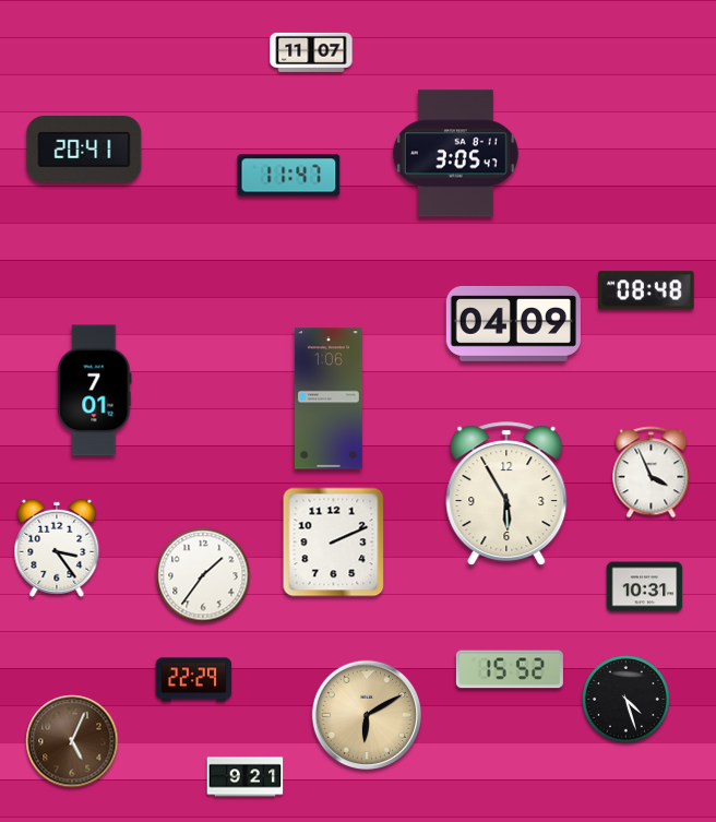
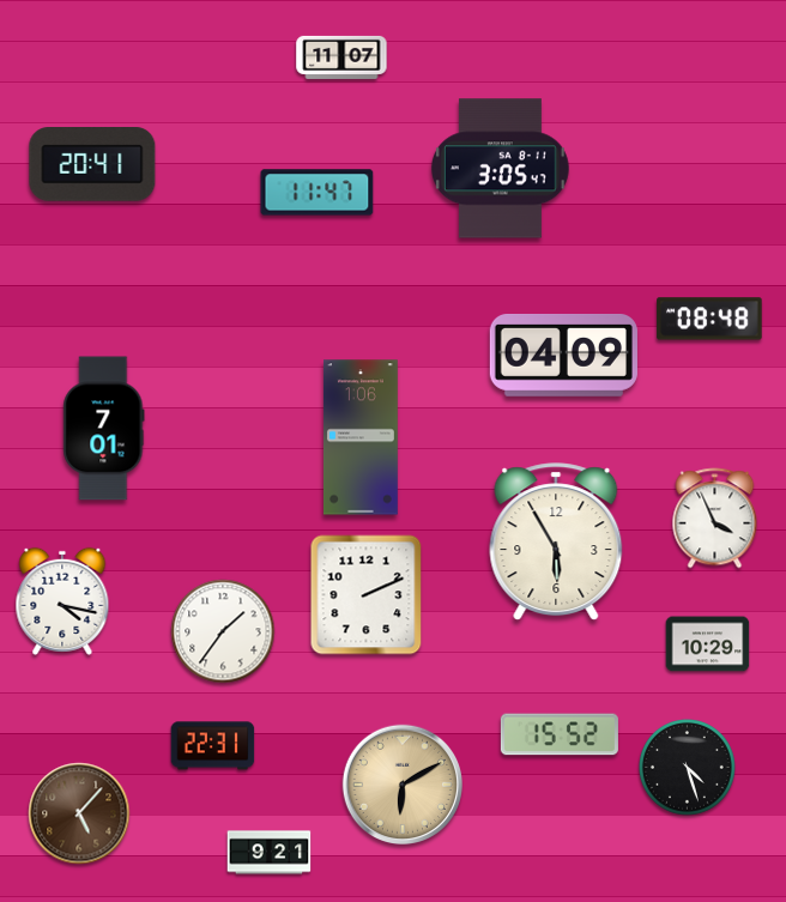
clock at (57, 548): 3:24 -> 4:17
clock at (645, 587): 10:31 -> 10:29
clock at (194, 680): 22:29 -> 22:31
clock at (72, 741): 5:04 -> 5:07
